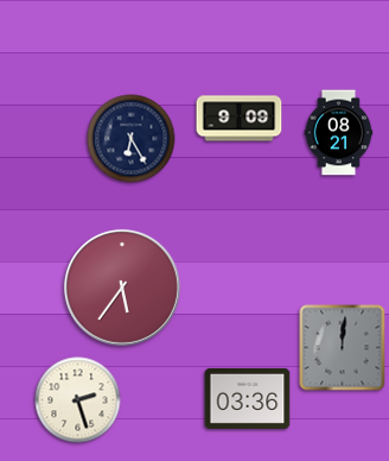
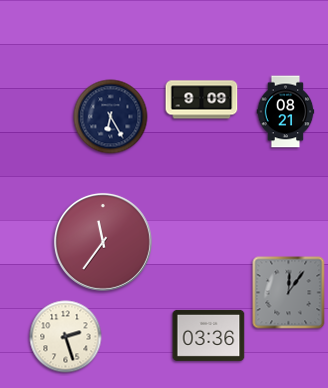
clock at (122, 288): 5:36 -> 11:36
clock at (343, 348): 12:01 -> 12:06
